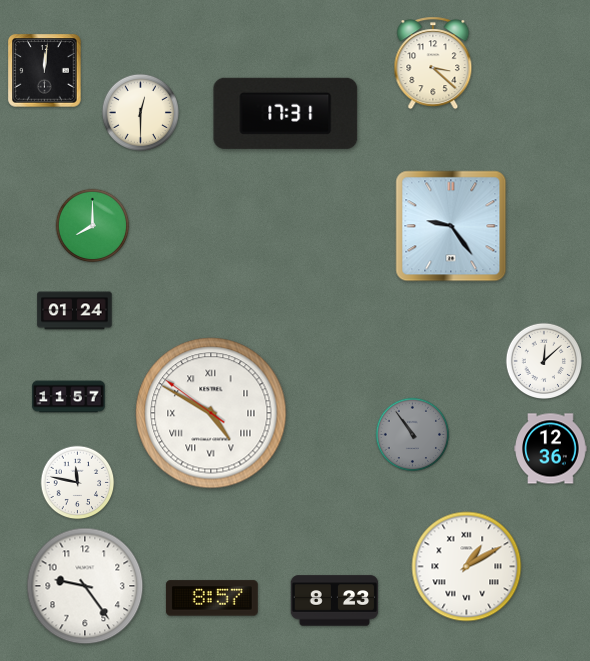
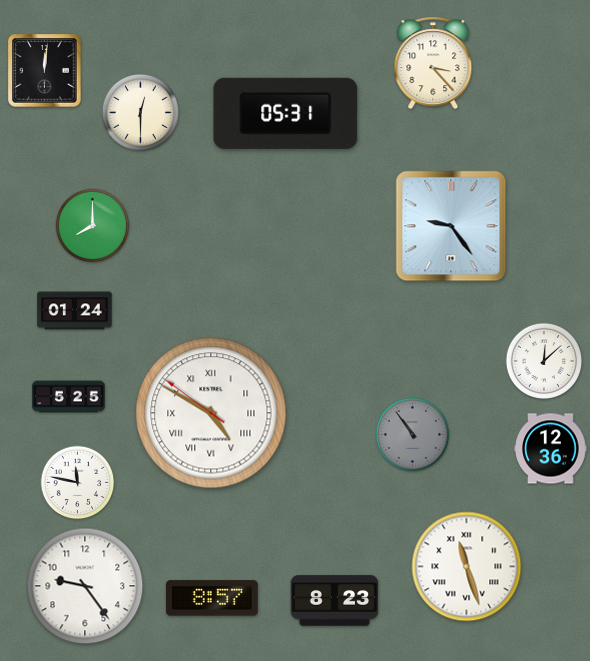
clock at (433, 63): 3:22 -> 3:23
clock at (286, 113): 17:31 -> 05:31
clock at (69, 397): 11:57 -> 5:25
clock at (467, 567): 1:10 -> 11:27
